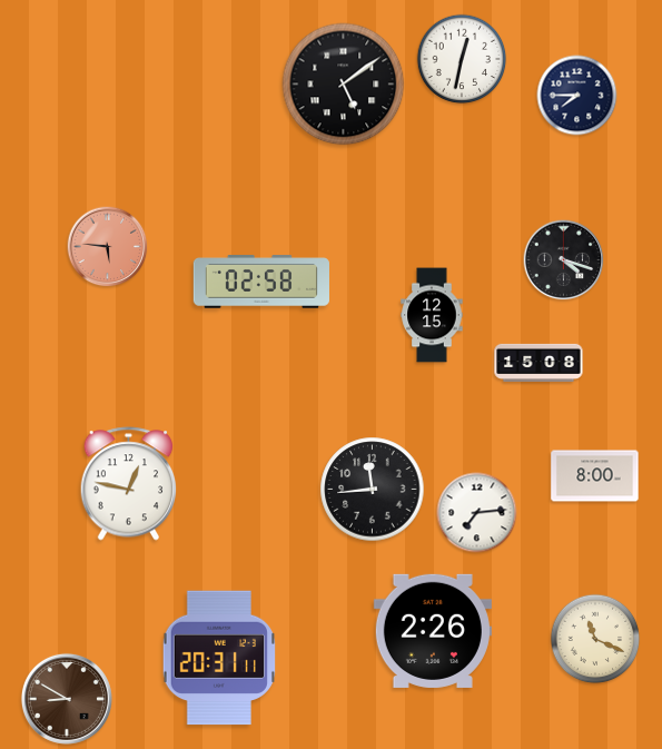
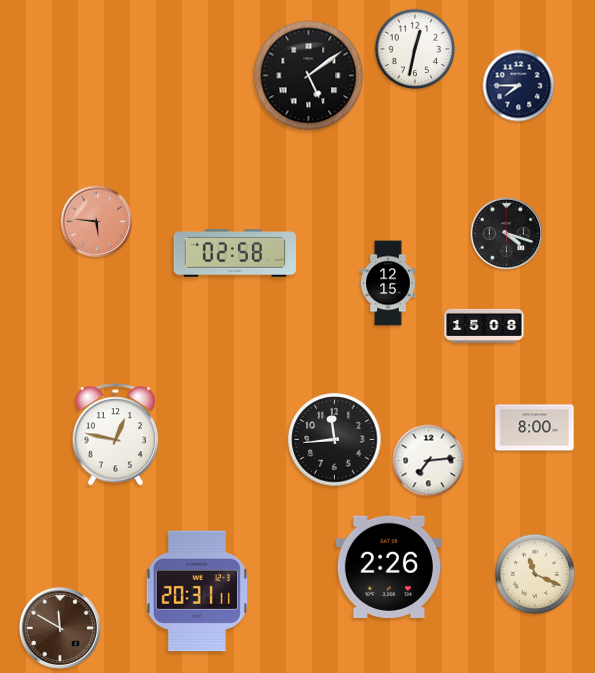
clock at (462, 59) position: (462, 59) -> (415, 49)
clock at (67, 699): 8:50 -> 11:50
